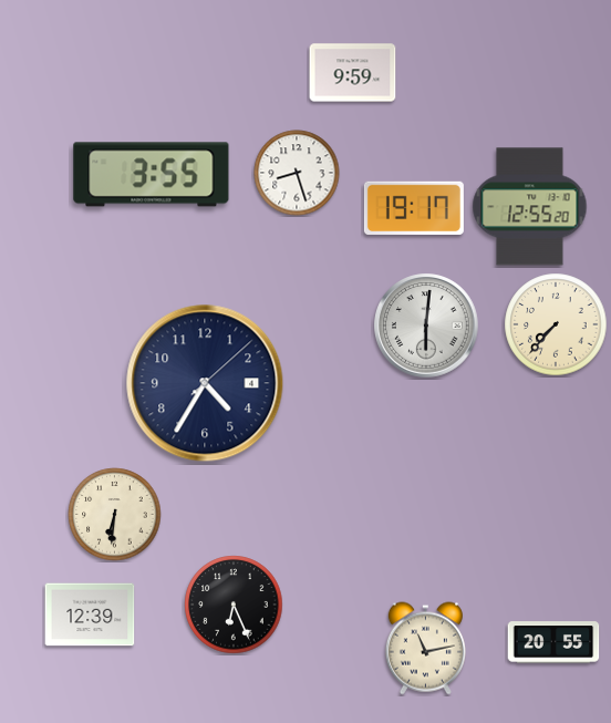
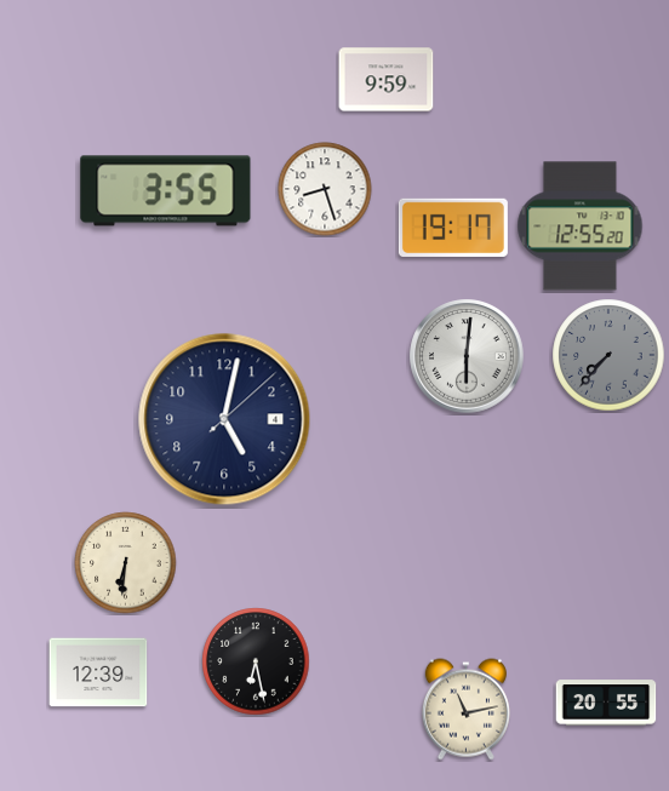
clock at (556, 324) dial: cream -> grey
clock at (205, 383): 4:35 -> 5:02
clock at (234, 605): 6:26 -> 6:28
